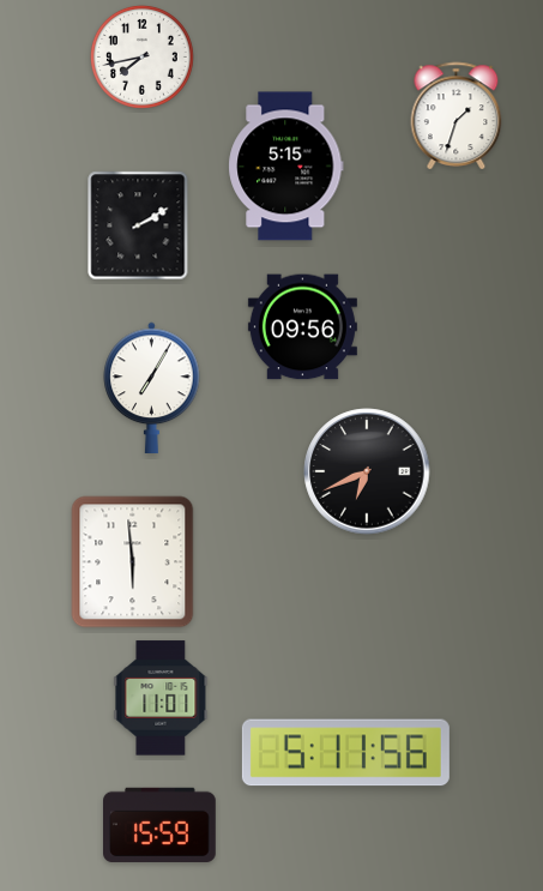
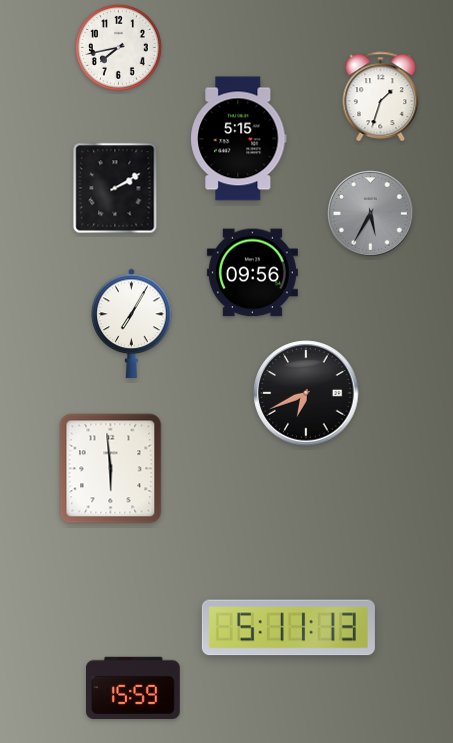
clock at (371, 214): none -> 5:35
clock at (152, 387) position: (152, 387) -> (132, 323)
clock at (161, 698): 11:01 -> none
clock at (345, 753): 5:11:56 -> 5:11:13
